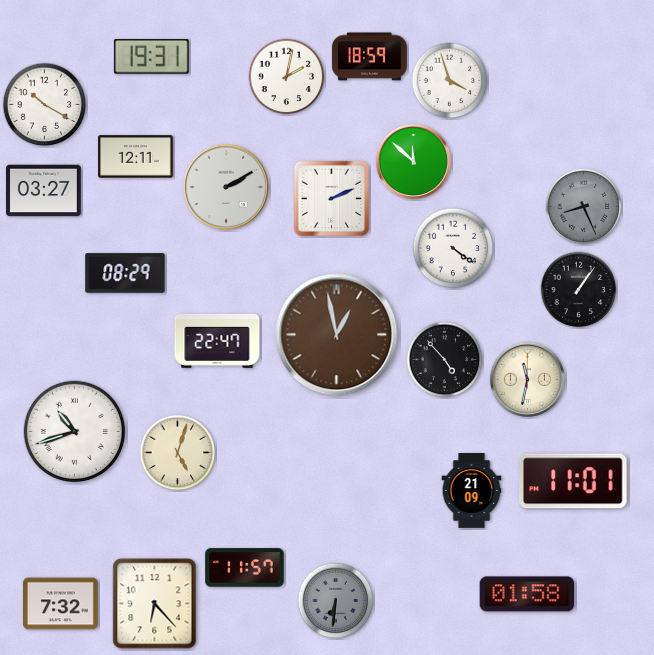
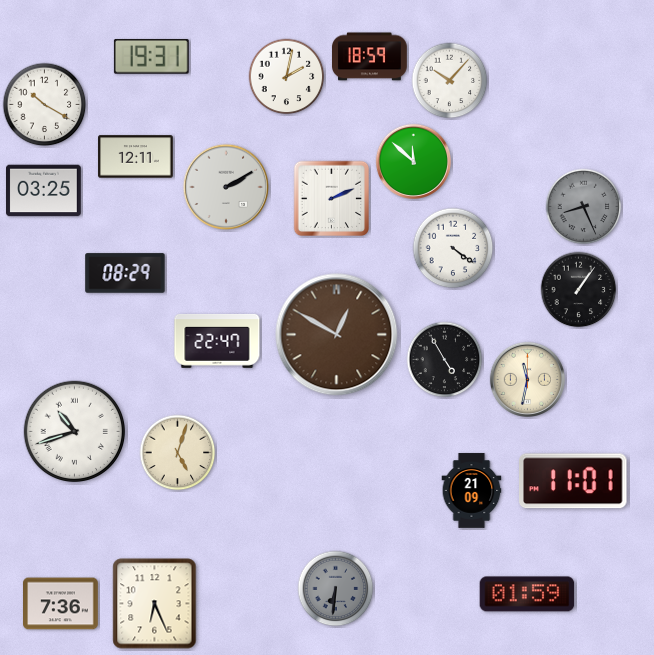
clock at (450, 81): 3:57 -> 10:07
clock at (44, 191): 03:27 -> 03:25
clock at (337, 335): 12:58 -> 12:50
clock at (445, 360): 4:53 -> 4:55
clock at (245, 568): 11:57 -> none
clock at (527, 594): 01:58 -> 01:59
clock at (336, 601) position: (336, 601) -> (336, 589)
clock at (61, 604): 7:32 -> 7:36
clock at (155, 604): 6:23 -> 6:26
